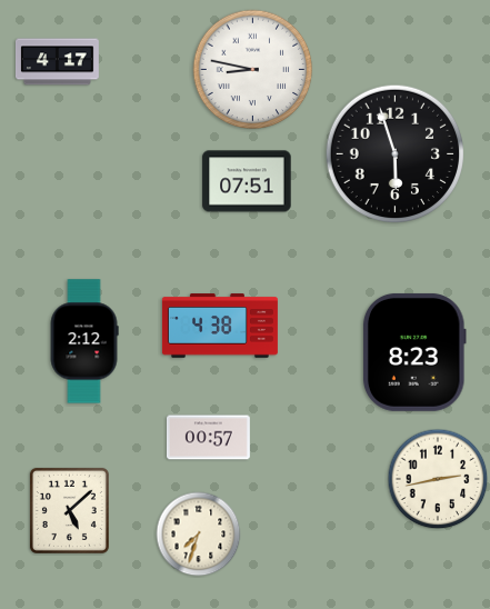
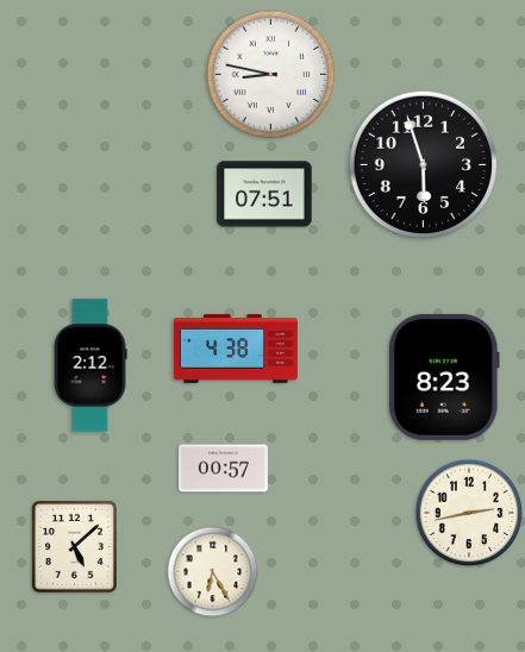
clock at (57, 62): 4:17 -> none
clock at (199, 535): 7:33 -> 6:25
